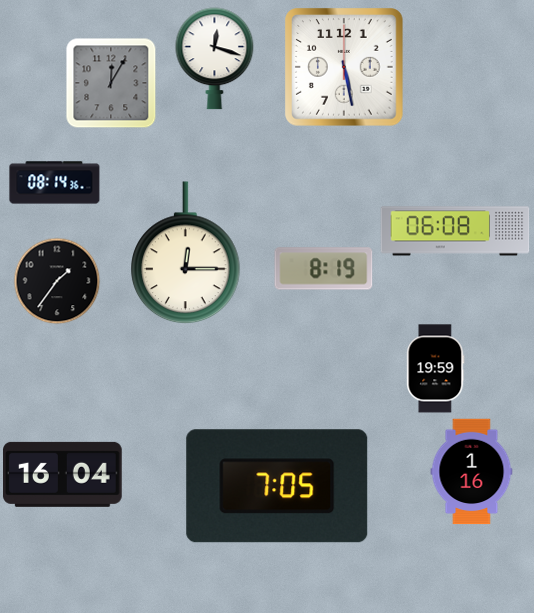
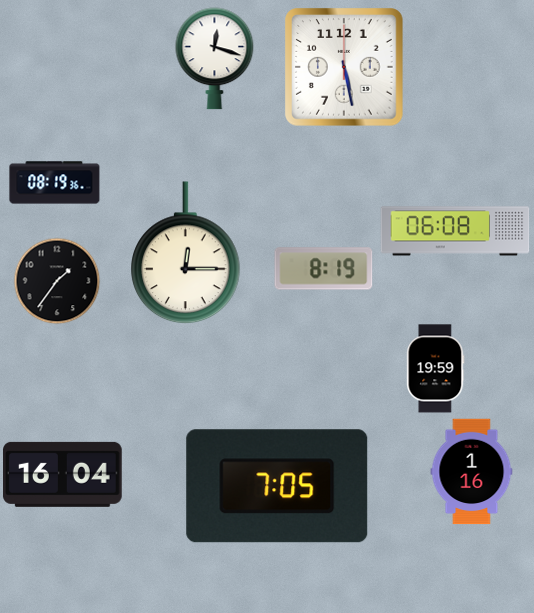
clock at (111, 83): 12:05 -> none
clock at (55, 183): 08:14 -> 08:19
